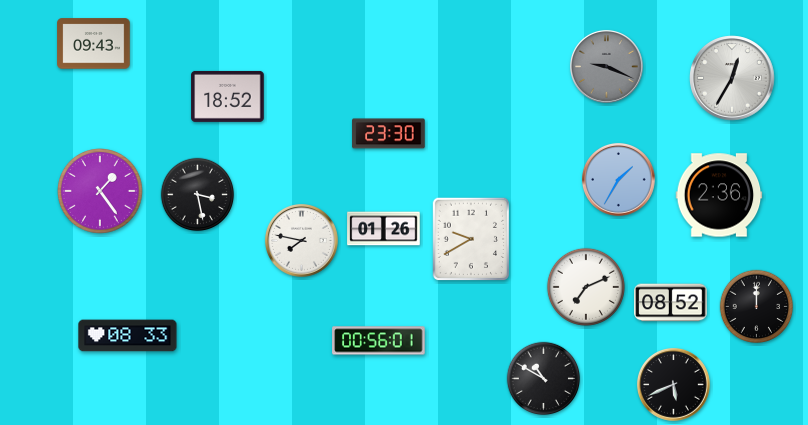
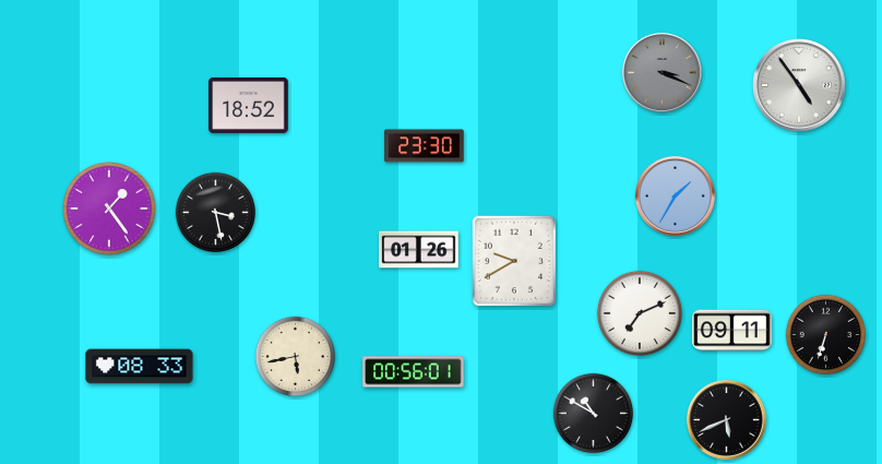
clock at (94, 44): 09:43 -> none
clock at (606, 66): 9:19 -> 3:19
clock at (732, 78): 12:35 -> 4:54
clock at (719, 195): 2:36 -> none
clock at (301, 240): 7:47 -> none
clock at (671, 303): 08:52 -> 09:11
clock at (757, 307): 12:00 -> 6:33
clock at (296, 357): none -> 5:43
clock at (673, 384) position: (673, 384) -> (726, 419)
